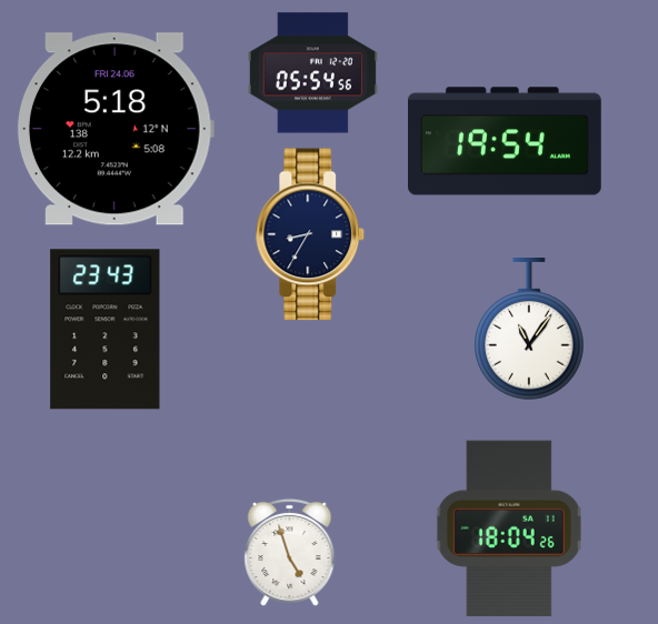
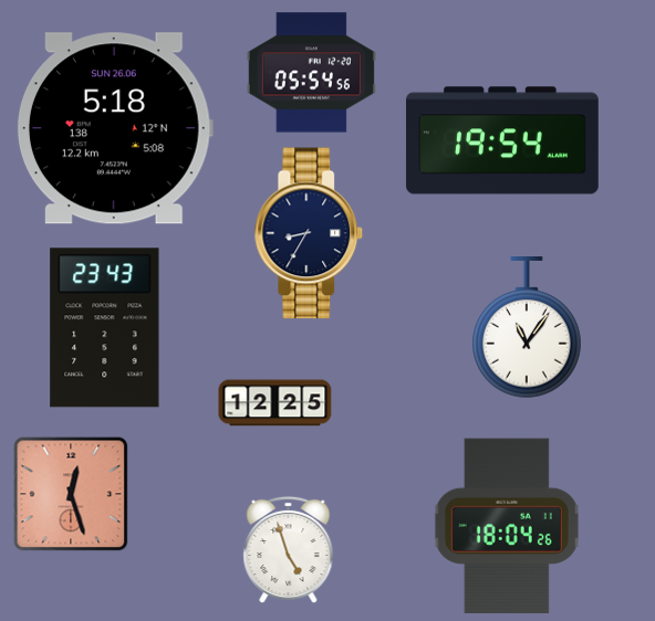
clock at (116, 129) date: FRI 24.06 -> SUN 26.06
clock at (275, 403): none -> 12:25
clock at (71, 494): none -> 12:27
